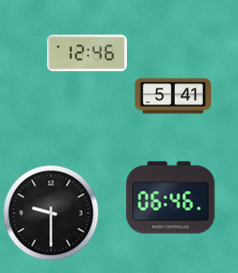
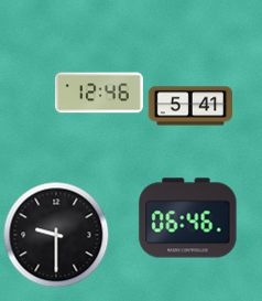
clock at (87, 53) position: (87, 53) -> (99, 93)
